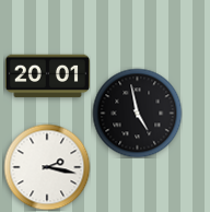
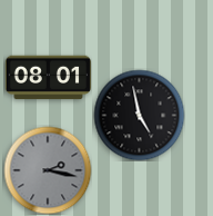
clock at (47, 76): 20:01 -> 08:01
clock at (47, 167) dial: white -> grey
